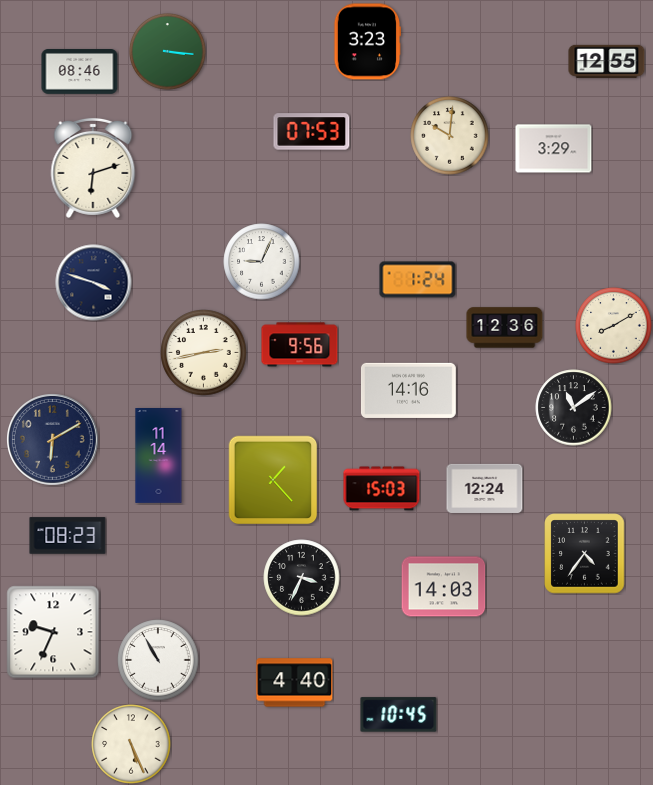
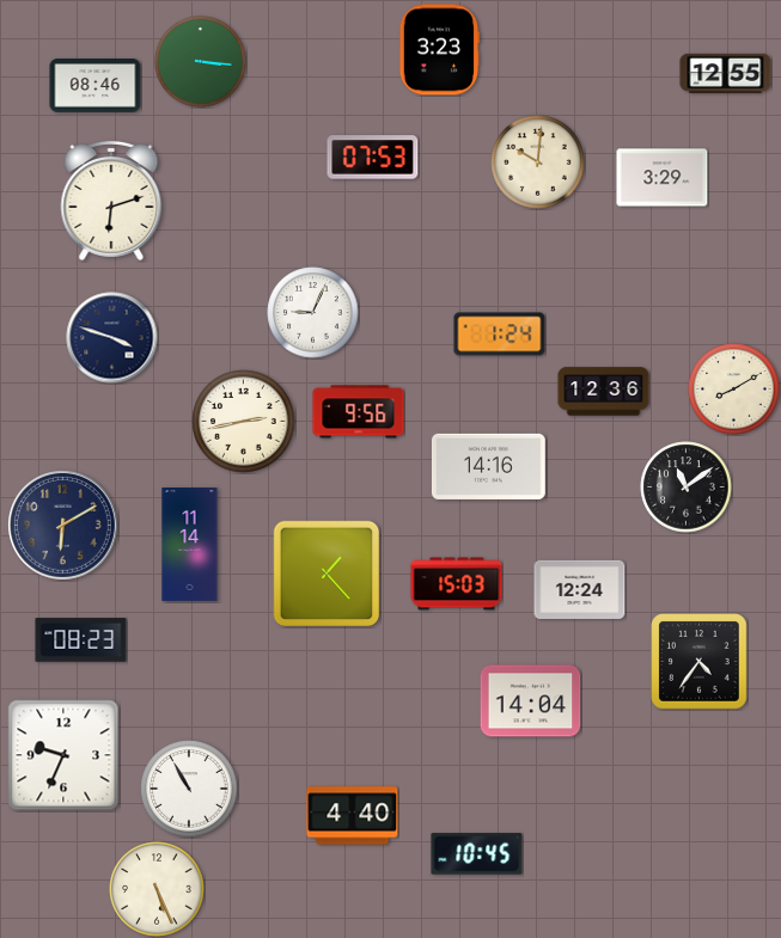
clock at (485, 488) position: (485, 488) -> (580, 589)
clock at (302, 578): 3:34 -> none
clock at (444, 587): 14:03 -> 14:04
